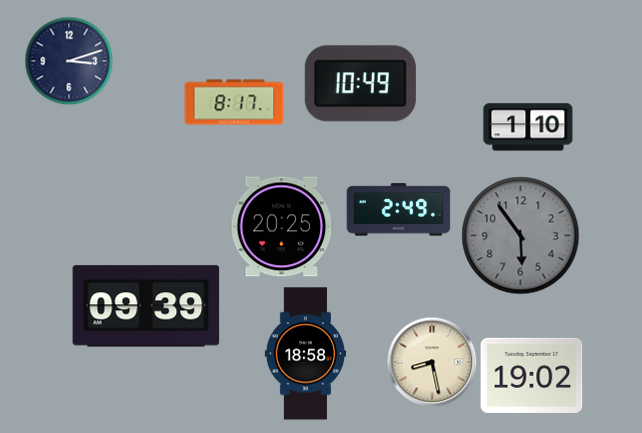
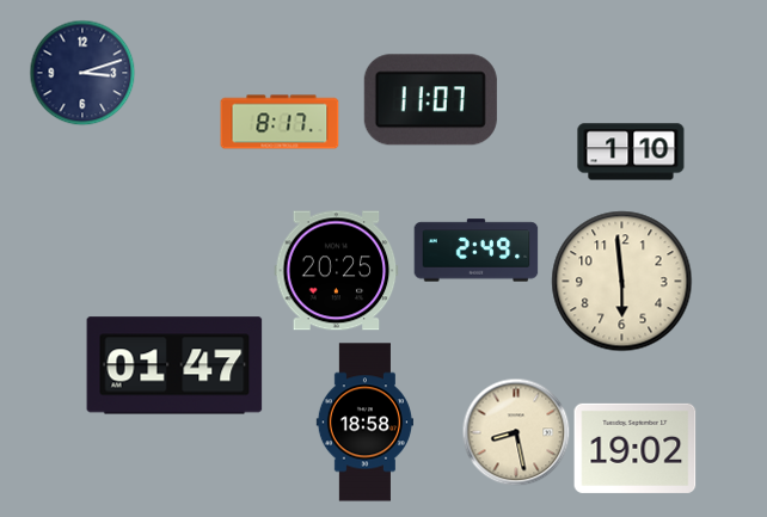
clock at (360, 84): 10:49 -> 11:07
clock at (521, 236): 5:54 -> 5:59
clock at (521, 236) dial: grey -> cream
clock at (146, 306): 09:39 -> 01:47
